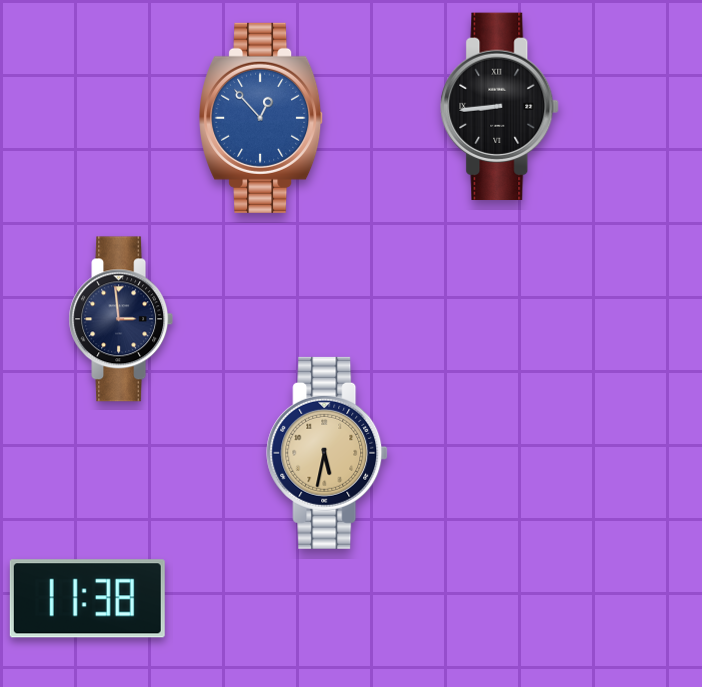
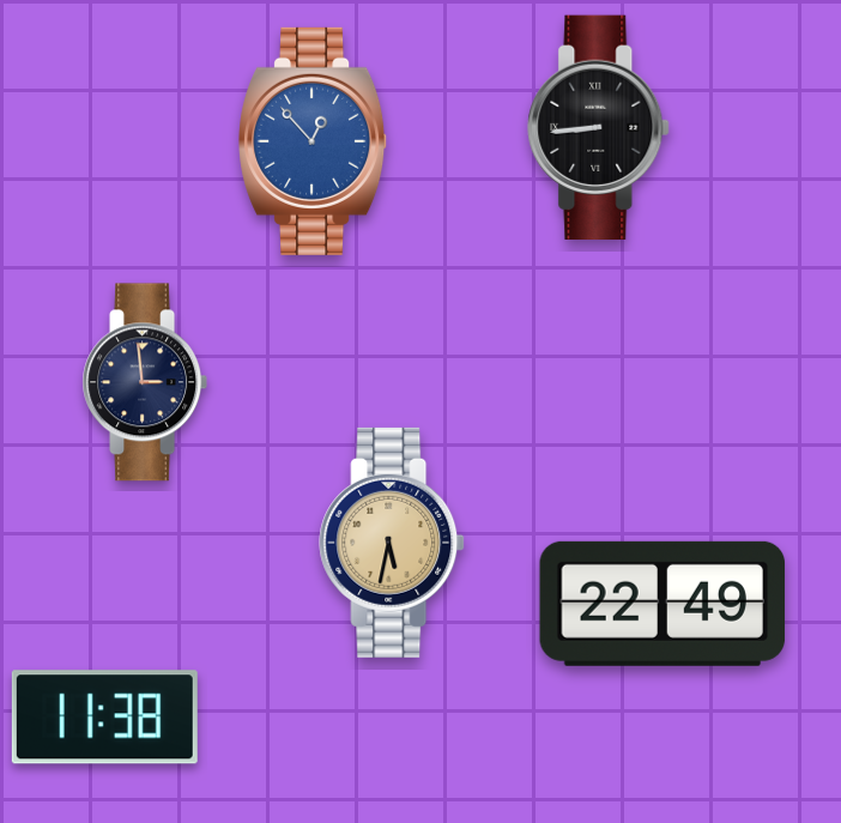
clock at (662, 604): none -> 22:49
